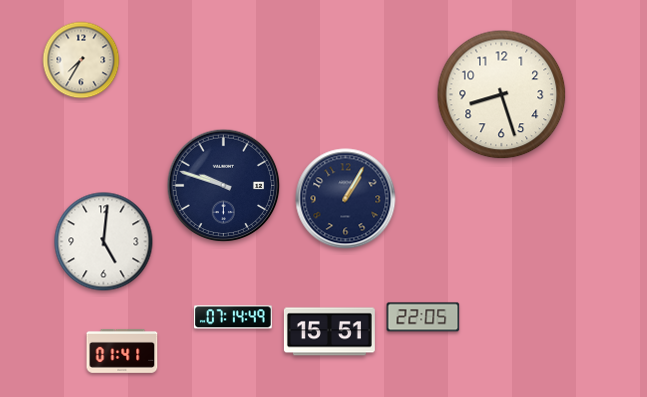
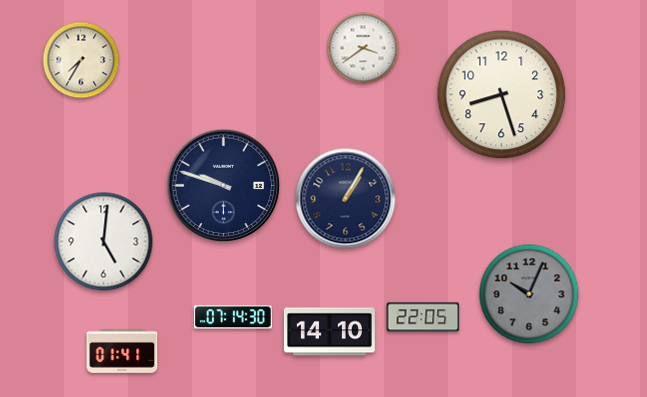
clock at (363, 48): none -> 3:39
clock at (529, 294): none -> 10:04
clock at (234, 317): 07:14:49 -> 07:14:30
clock at (329, 332): 15:51 -> 14:10
